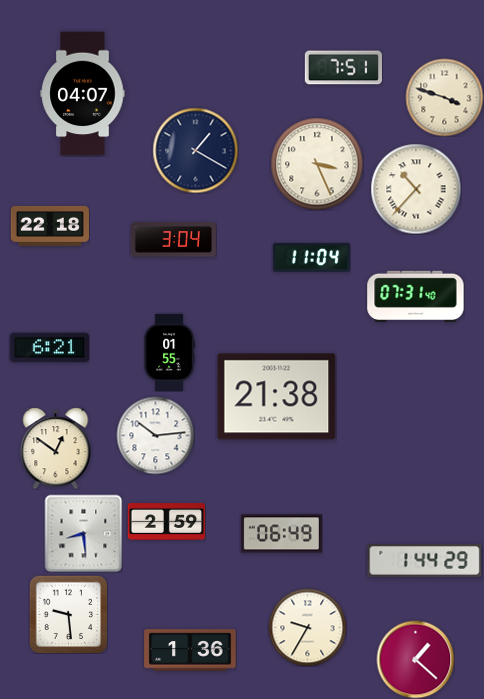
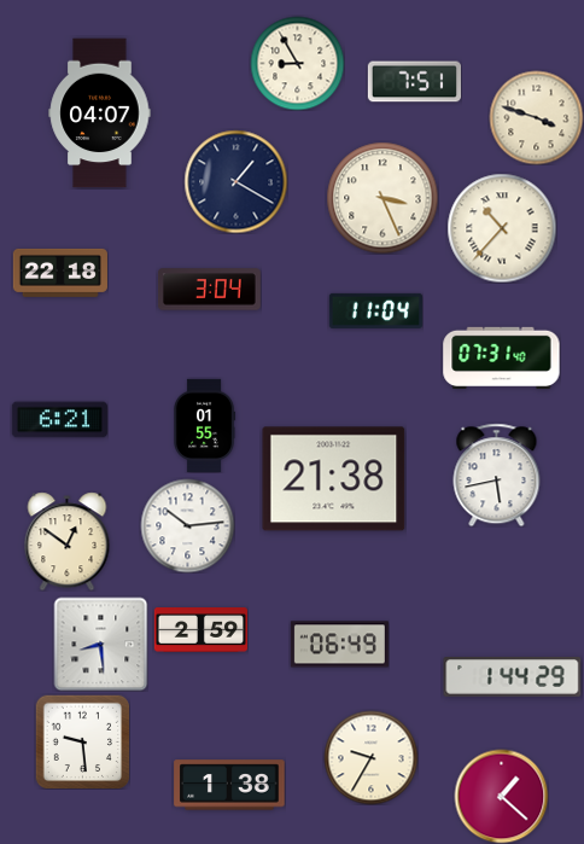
clock at (297, 63): none -> 8:55
clock at (497, 475): none -> 5:43
clock at (190, 650): 1:36 -> 1:38
